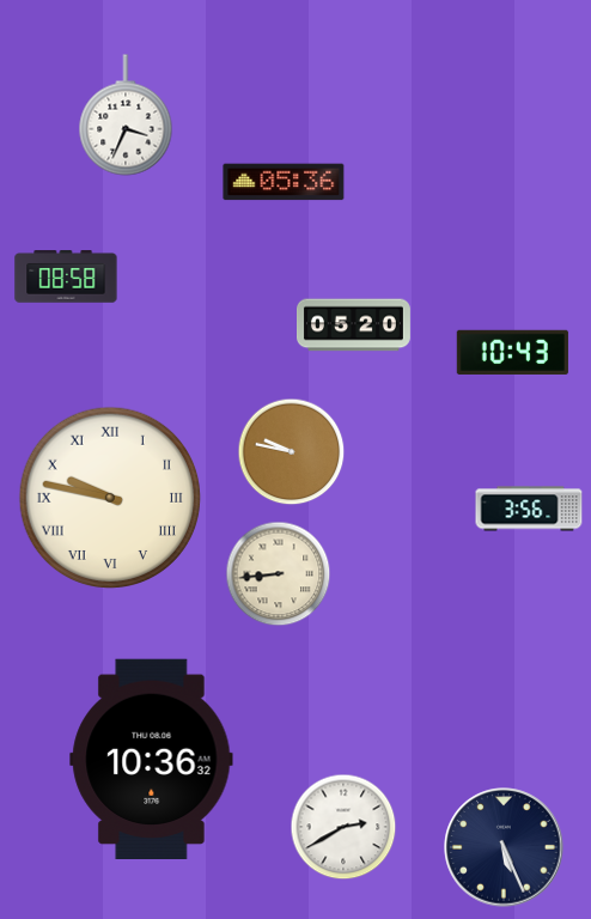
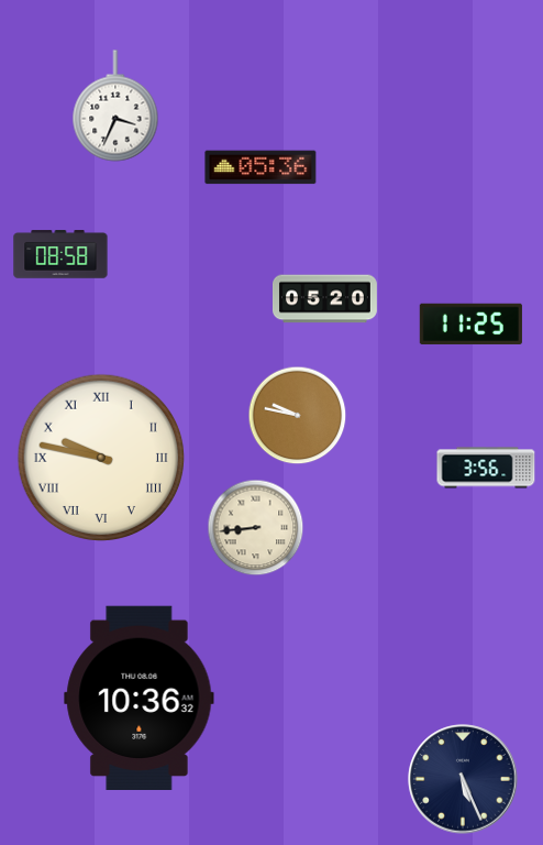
clock at (512, 352): 10:43 -> 11:25
clock at (292, 452) position: (292, 452) -> (298, 416)
clock at (343, 827): 2:40 -> none
